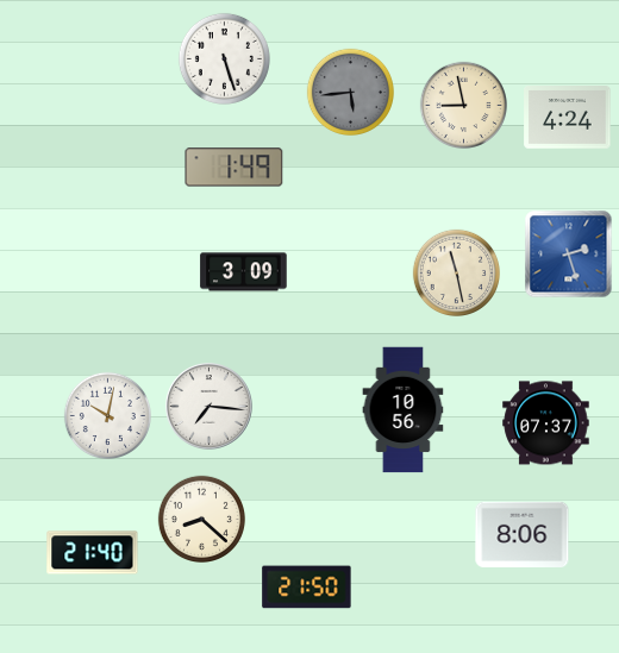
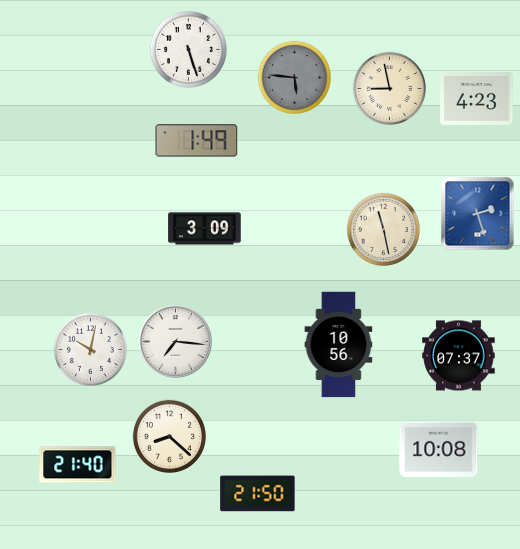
clock at (350, 92): 5:44 -> 5:46
clock at (568, 118): 4:24 -> 4:23
clock at (523, 534): 8:06 -> 10:08
